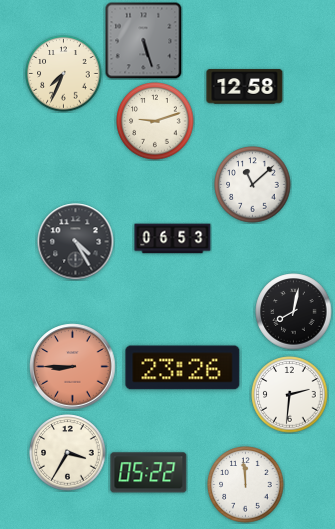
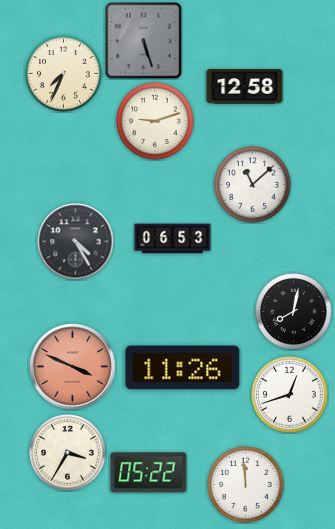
clock at (73, 367): 8:45 -> 3:49
clock at (183, 368): 23:26 -> 11:26
clock at (290, 395): 2:31 -> 12:42
